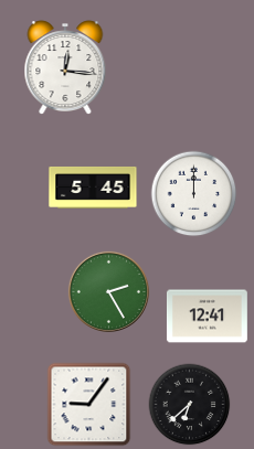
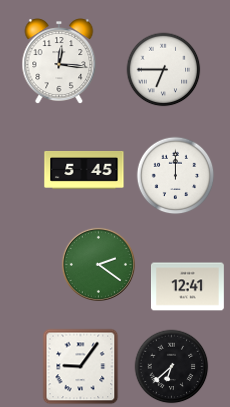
clock at (164, 70): none -> 6:45
clock at (108, 291): 2:25 -> 2:21
